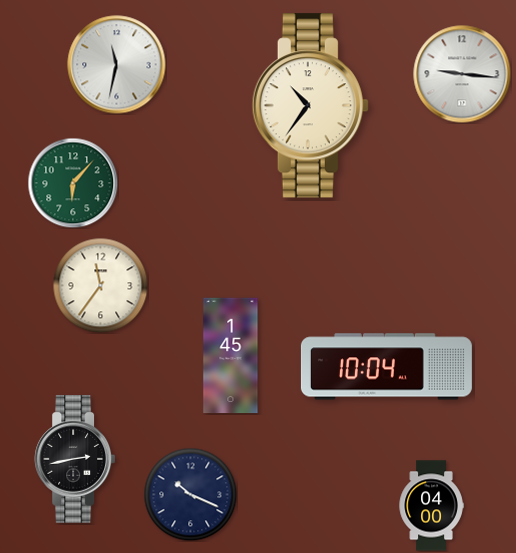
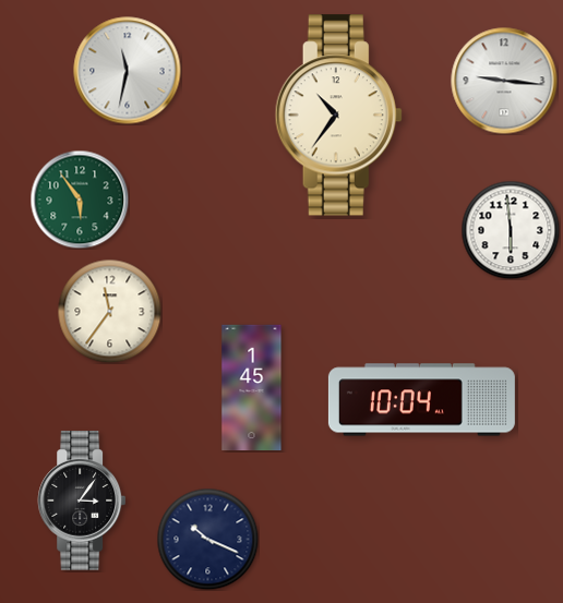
clock at (73, 183): 6:07 -> 5:54
clock at (511, 230): none -> 5:59
clock at (75, 459): 2:43 -> 3:06
clock at (431, 506): 04:00 -> none
